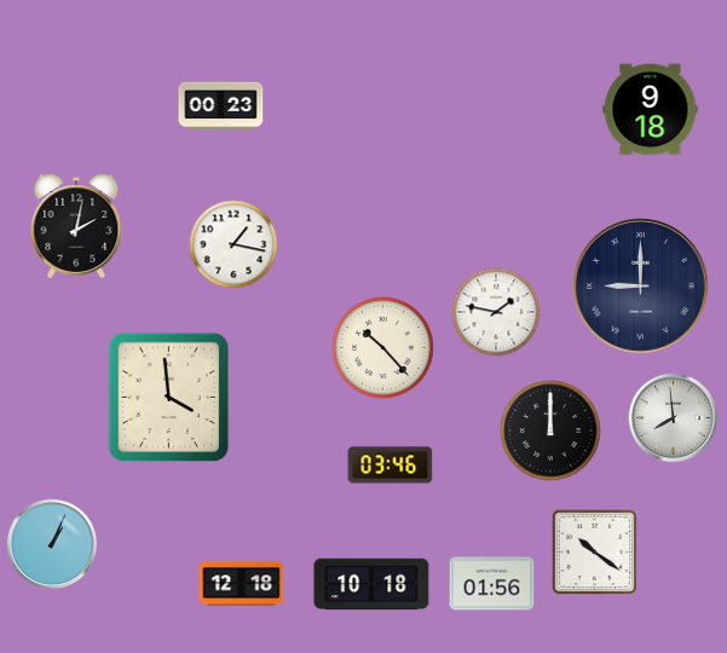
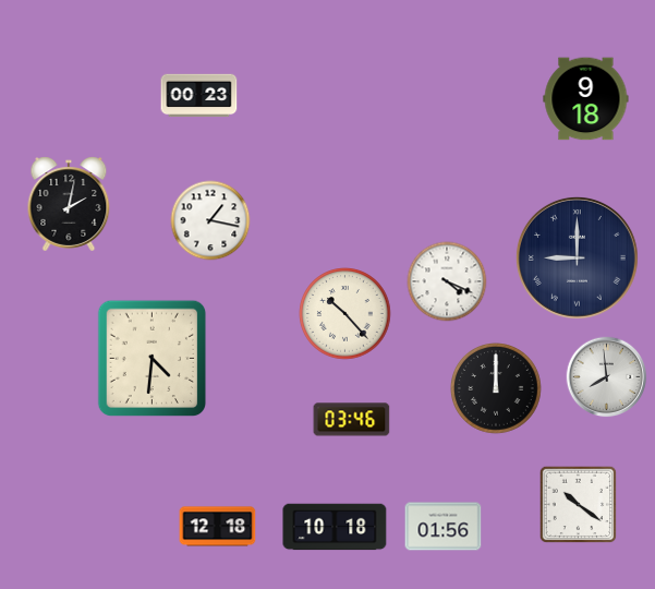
clock at (496, 312): 1:47 -> 4:19
clock at (169, 398): 3:59 -> 4:31
clock at (52, 544): 1:04 -> none
clock at (595, 553) position: (595, 553) -> (579, 505)
